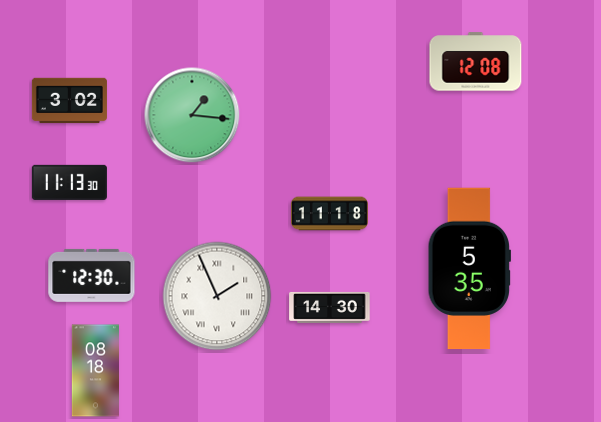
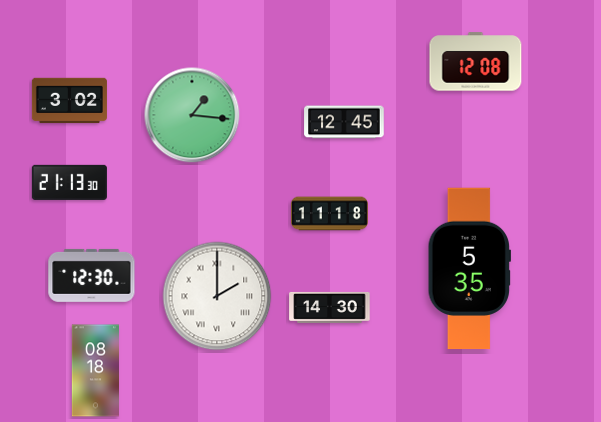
clock at (344, 122): none -> 12:45
clock at (69, 182): 11:13 -> 21:13
clock at (217, 296): 1:56 -> 2:00
